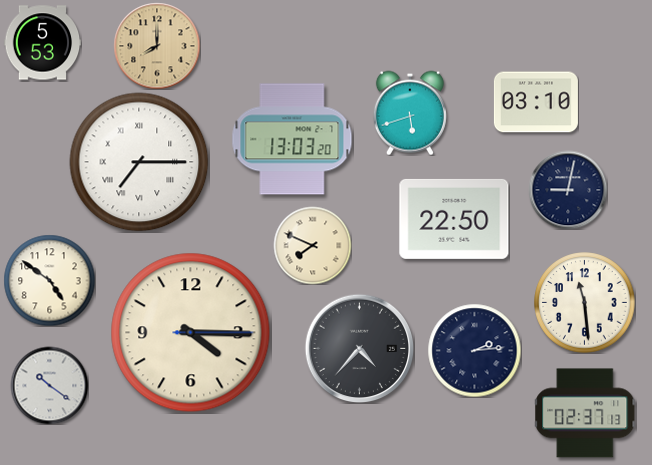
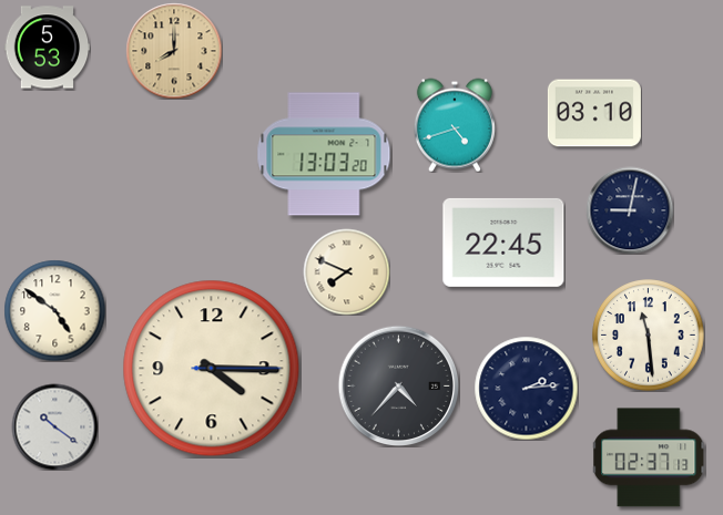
clock at (410, 113): 5:42 -> 4:42
clock at (139, 162): 7:15 -> none
clock at (454, 219): 22:50 -> 22:45
